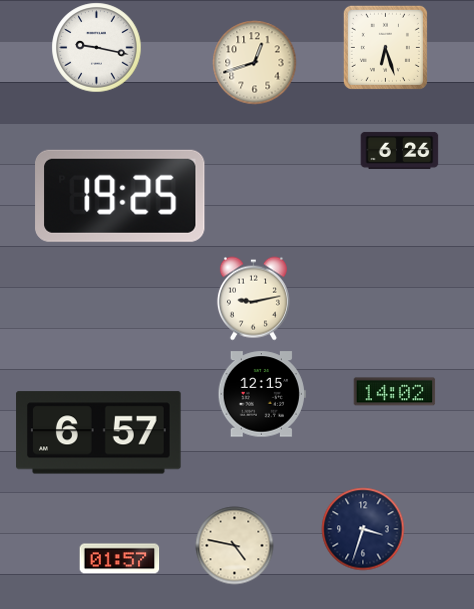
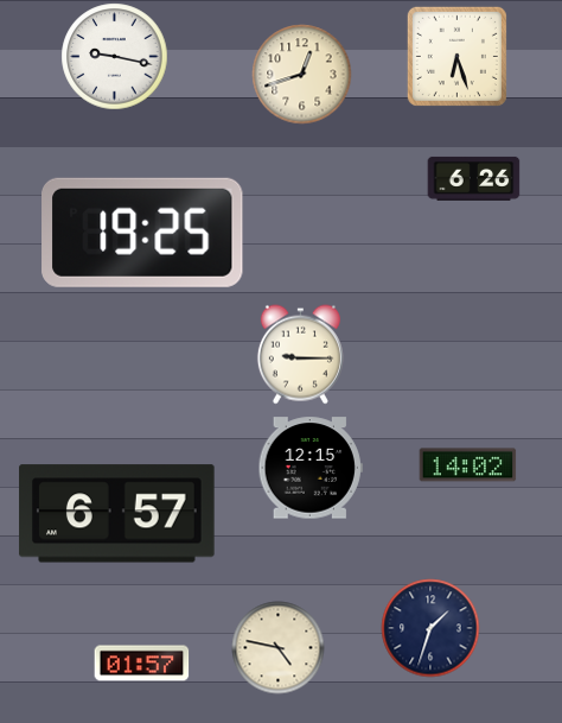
clock at (253, 298): 9:13 -> 9:15
clock at (363, 529): 3:33 -> 1:33
